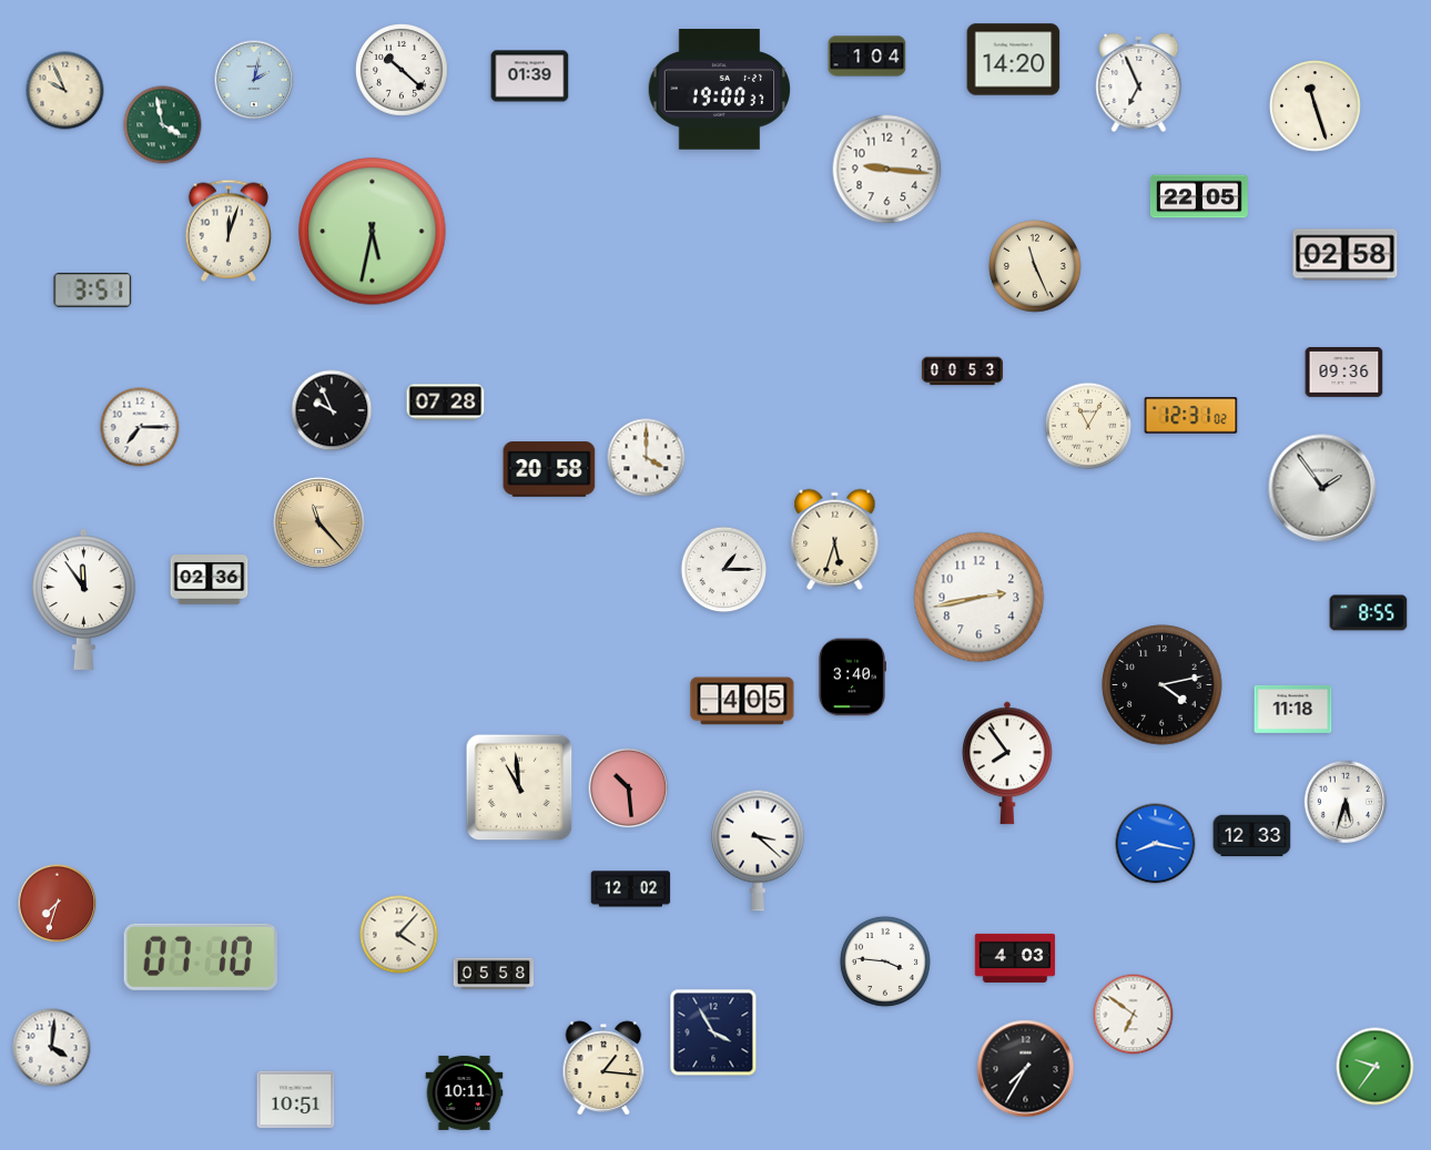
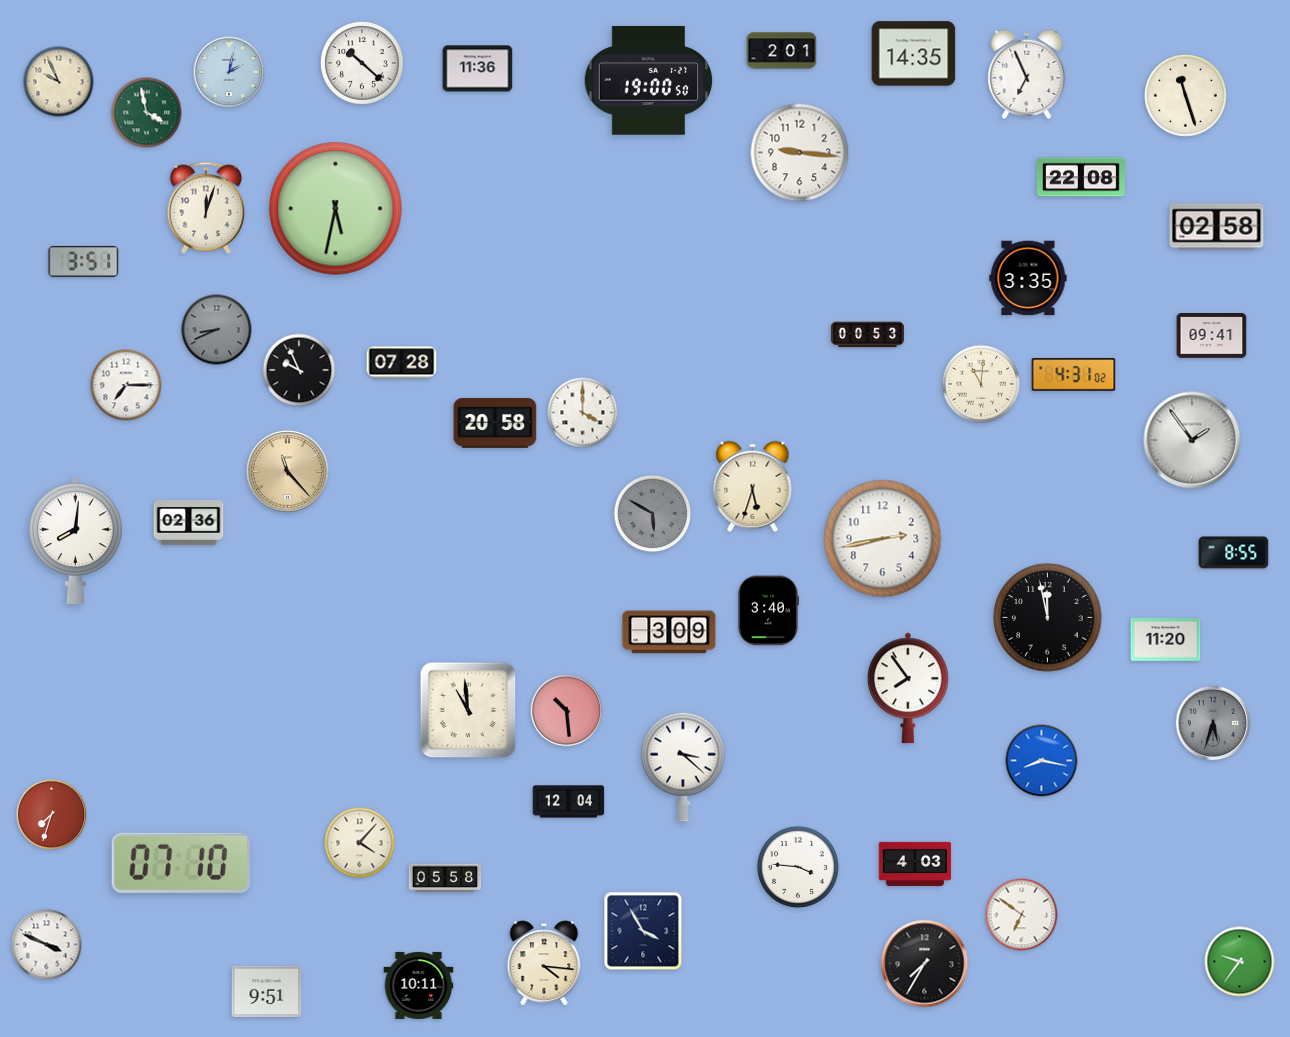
clock at (867, 57): 1:04 -> 2:01
clock at (1014, 60): 14:20 -> 14:35
clock at (530, 77): 01:39 -> 11:36
clock at (720, 90): 19:00:37 -> 19:00:50
clock at (1200, 196): 22:05 -> 22:08
clock at (1346, 255) position: (1346, 255) -> (1217, 227)
clock at (1036, 267): 11:26 -> none
clock at (1028, 278): none -> 3:35
clock at (217, 330): none -> 8:41
clock at (1344, 373): 09:36 -> 09:41
clock at (1191, 416): 12:31 -> 4:31
clock at (1088, 426): 11:05 -> 11:01
clock at (724, 570): 1:15 -> 5:50
clock at (724, 570) dial: white -> grey
clock at (84, 599): 11:54 -> 8:01
clock at (1163, 685): 4:13 -> 11:58
clock at (742, 701): 4:05 -> 3:09
clock at (1293, 709): 11:18 -> 11:20
clock at (1346, 802) dial: white -> grey
clock at (1252, 836): 12:33 -> none
clock at (631, 889): 12:02 -> 12:04
clock at (52, 1048): 4:01 -> 3:49
clock at (603, 1068): 1:16 -> 4:16
clock at (296, 1100): 10:51 -> 9:51
